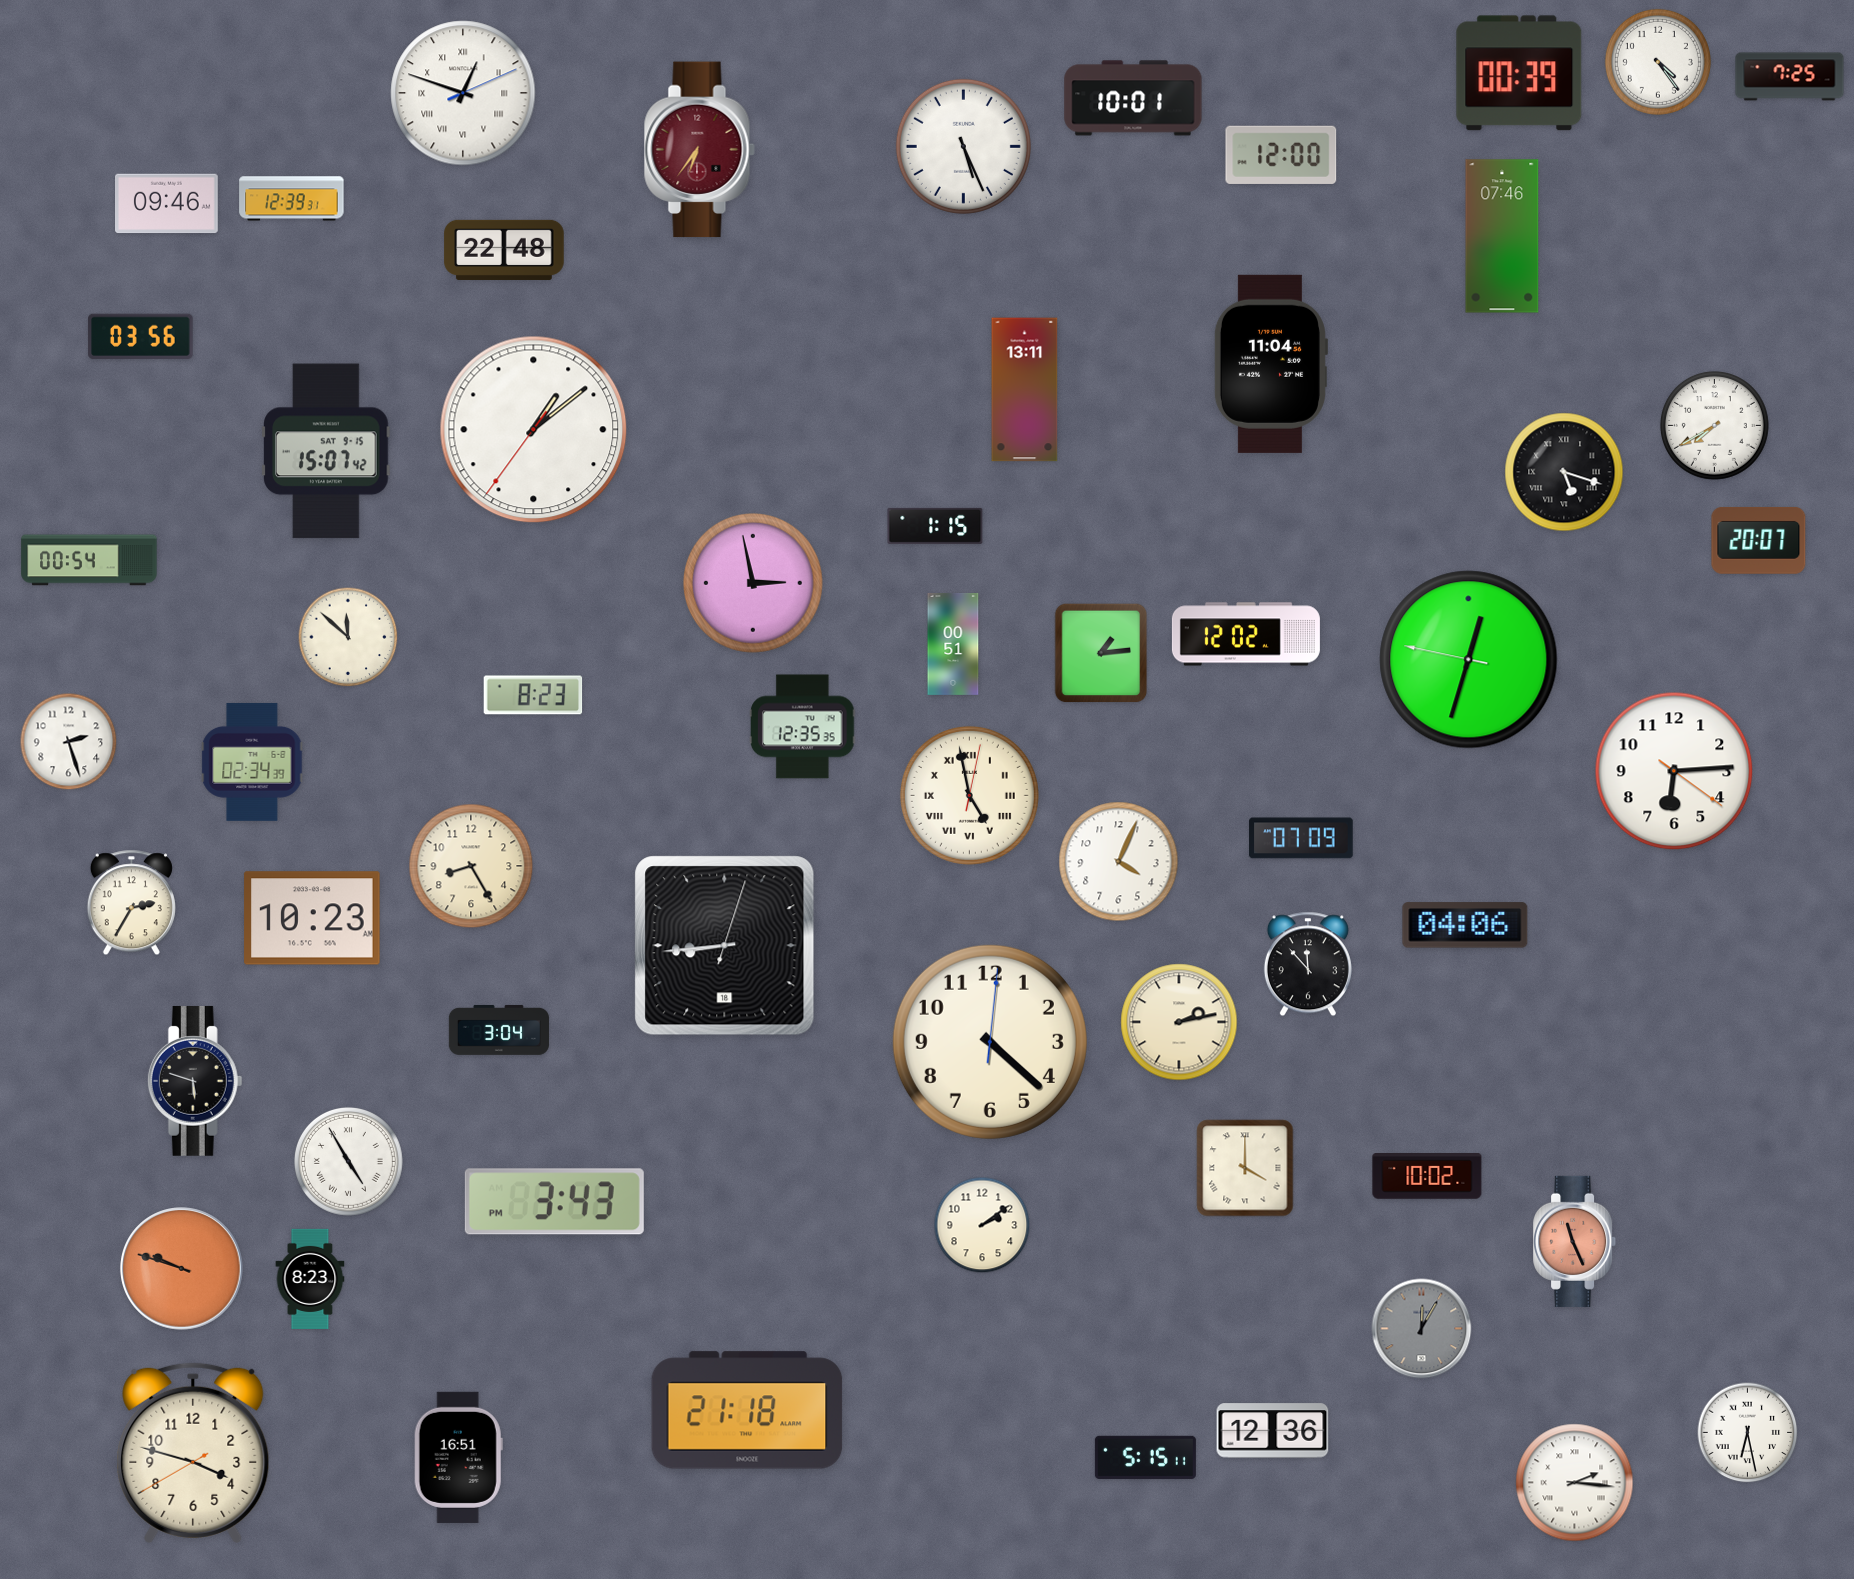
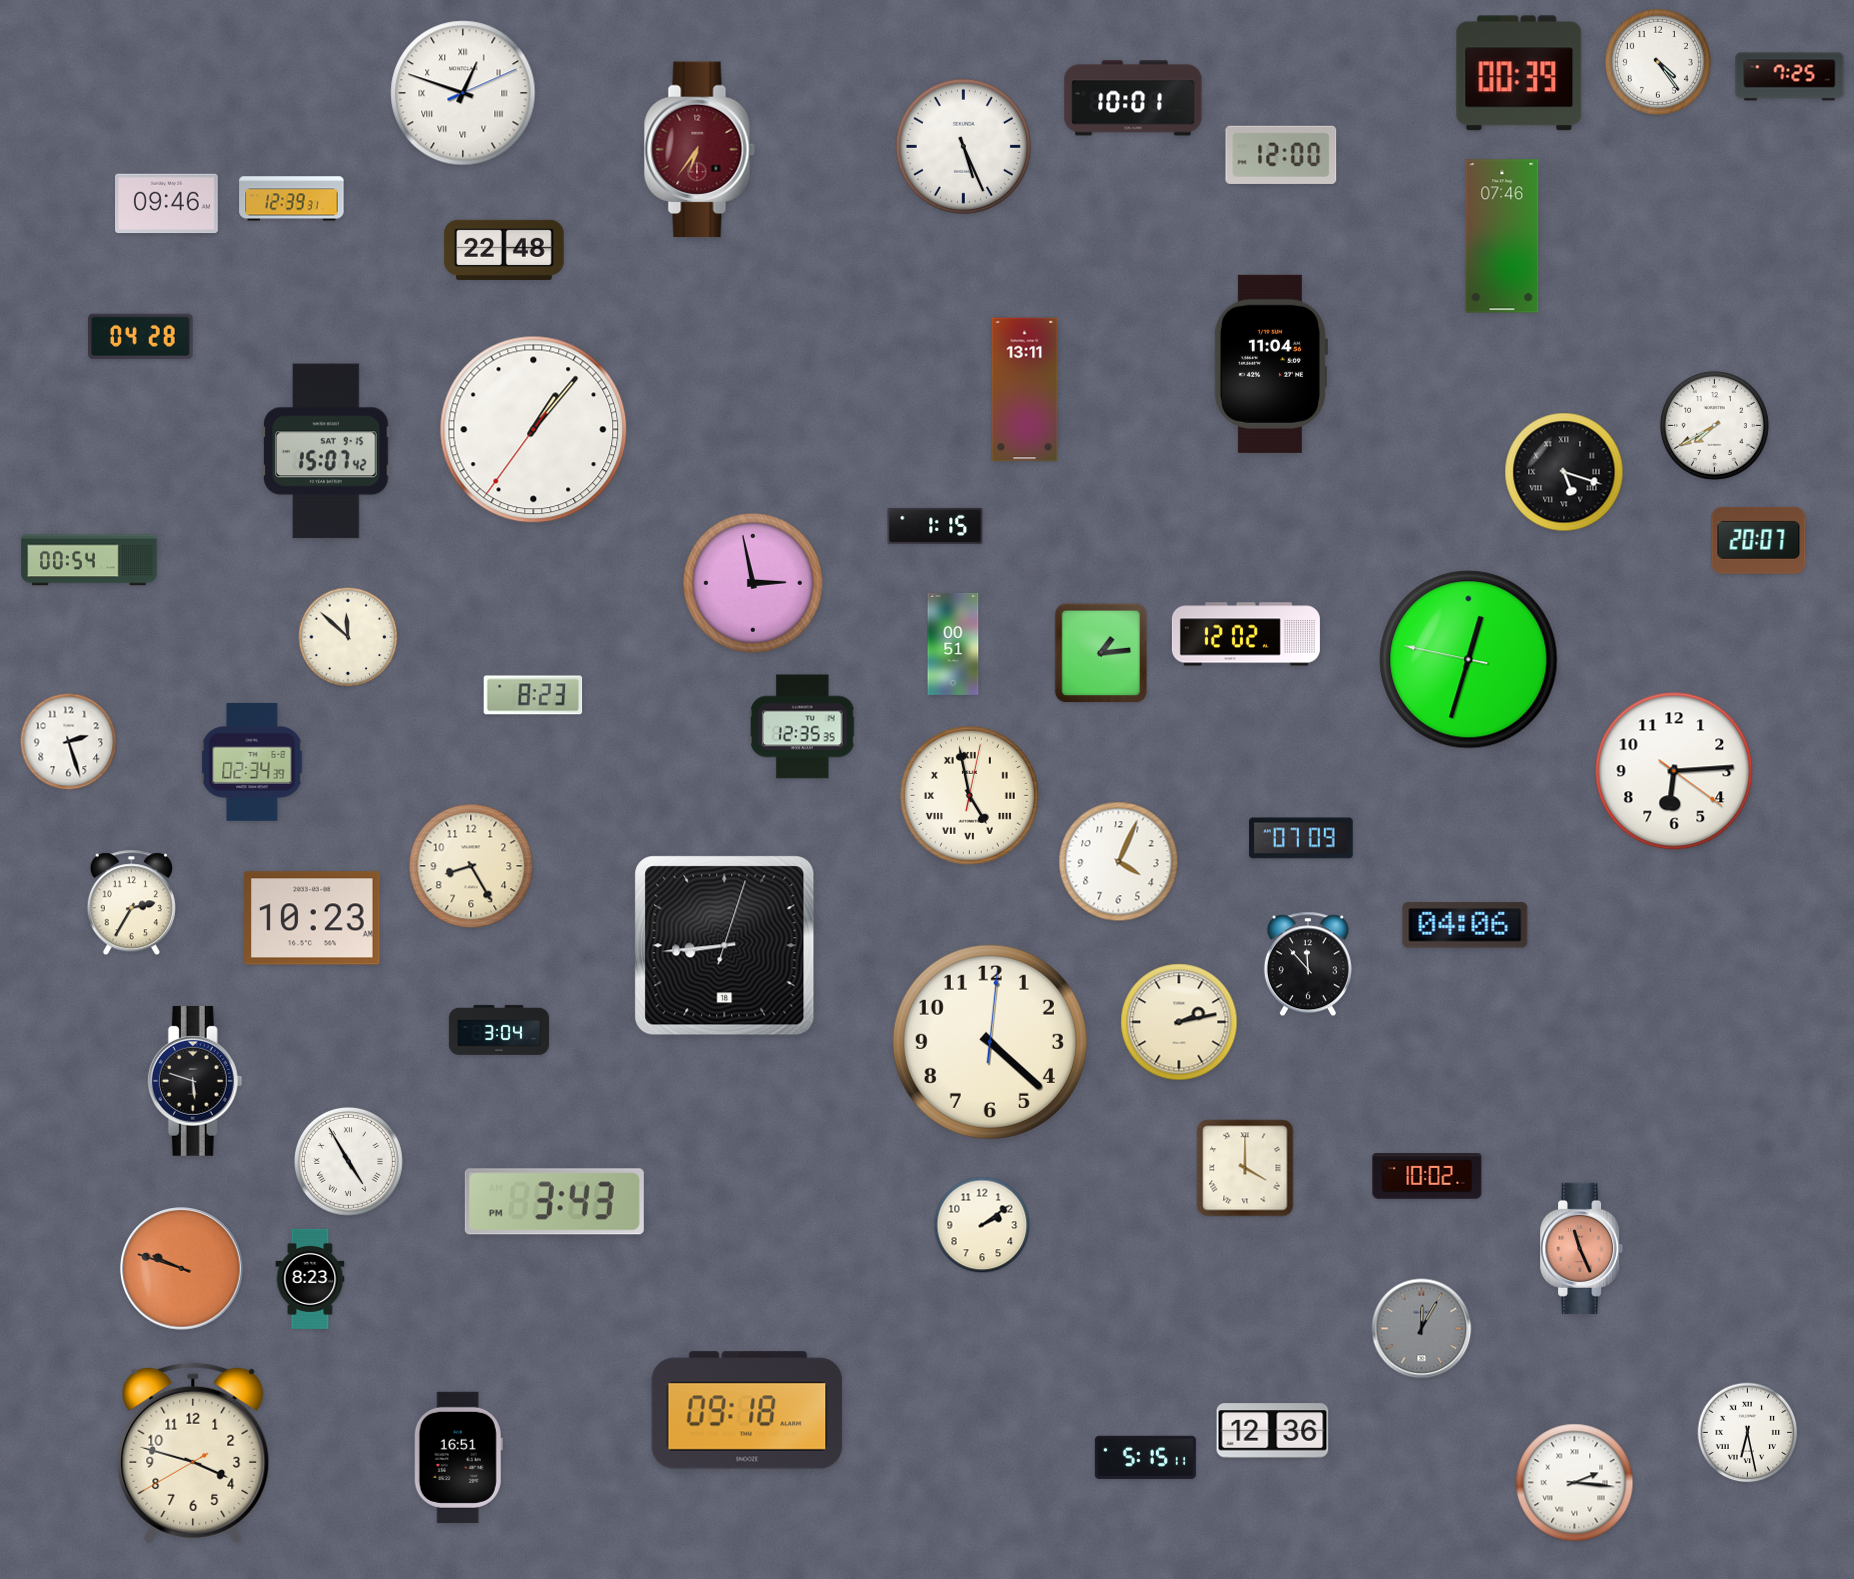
clock at (141, 336): 03:56 -> 04:28
clock at (534, 430): 1:08 -> 1:06
clock at (1575, 1241) position: (1575, 1241) -> (1582, 1248)
clock at (747, 1410): 21:18 -> 09:18
